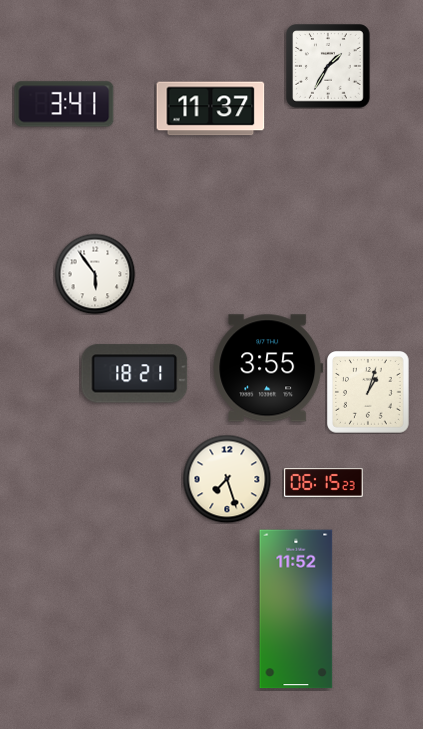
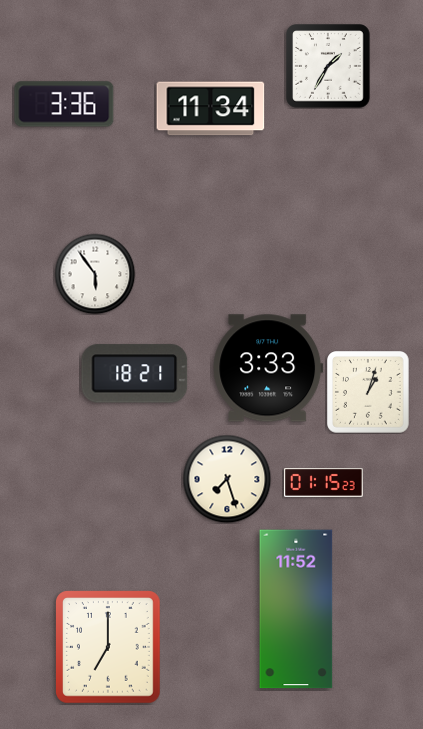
clock at (64, 104): 3:41 -> 3:36
clock at (211, 109): 11:37 -> 11:34
clock at (268, 368): 3:55 -> 3:33
clock at (324, 483): 06:15 -> 01:15
clock at (109, 647): none -> 7:00
